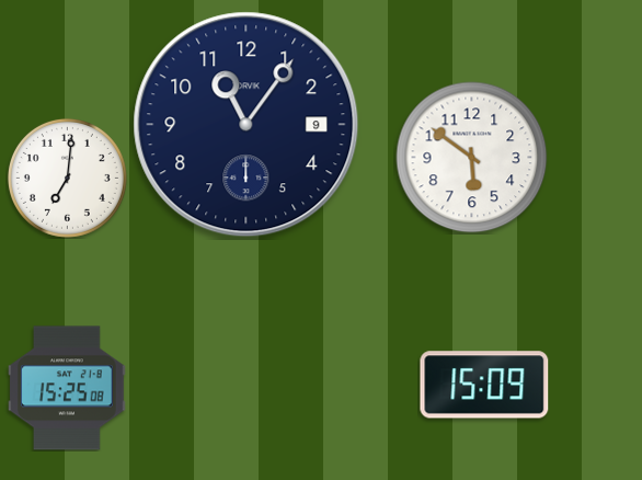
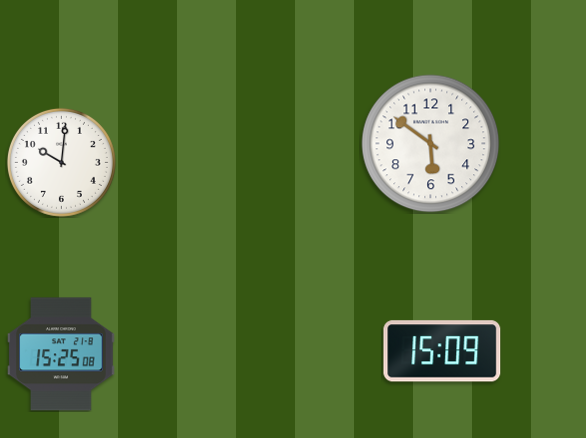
clock at (247, 125): 11:06 -> none
clock at (67, 178): 7:01 -> 10:01
